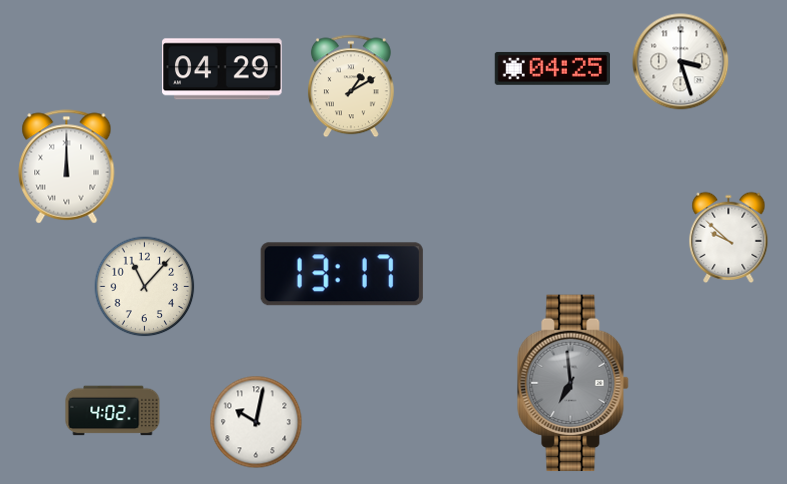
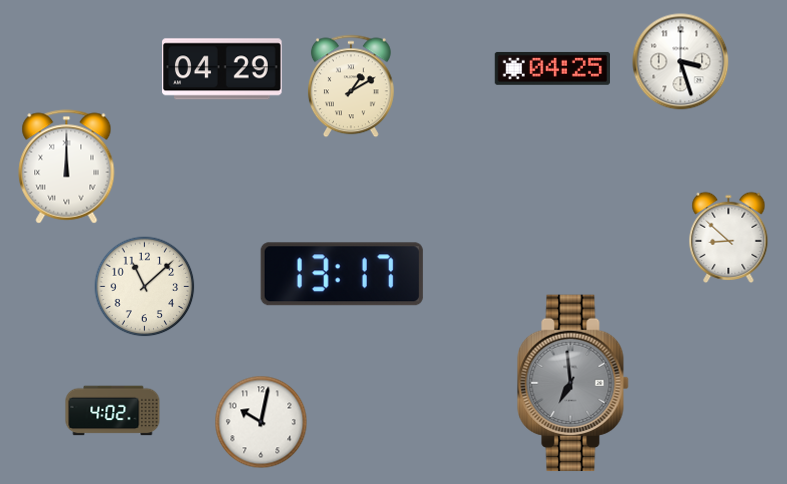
clock at (729, 237): 9:52 -> 8:52
clock at (145, 287): 11:07 -> 11:08
clock at (256, 422) position: (256, 422) -> (261, 422)
